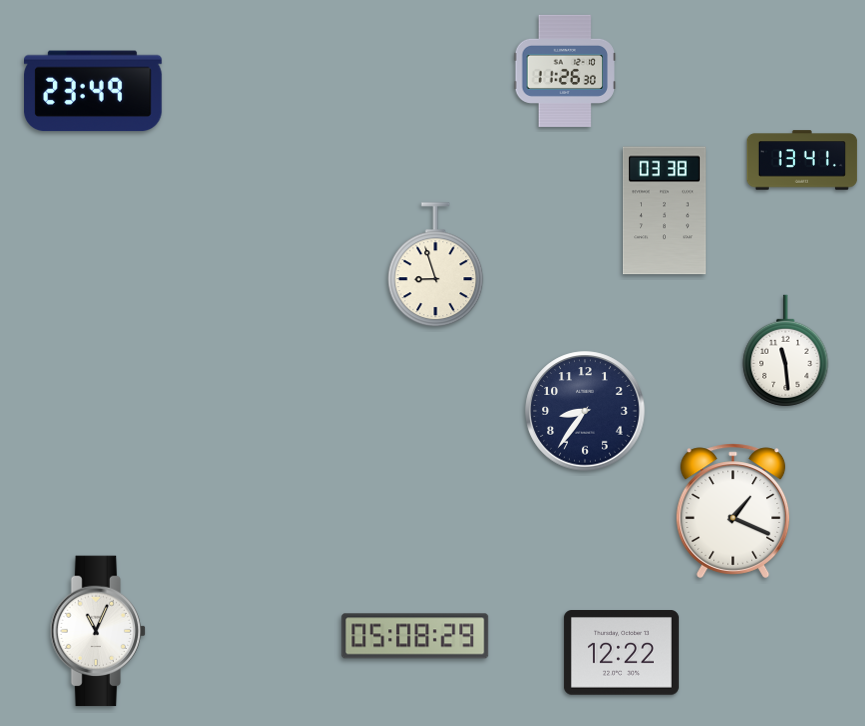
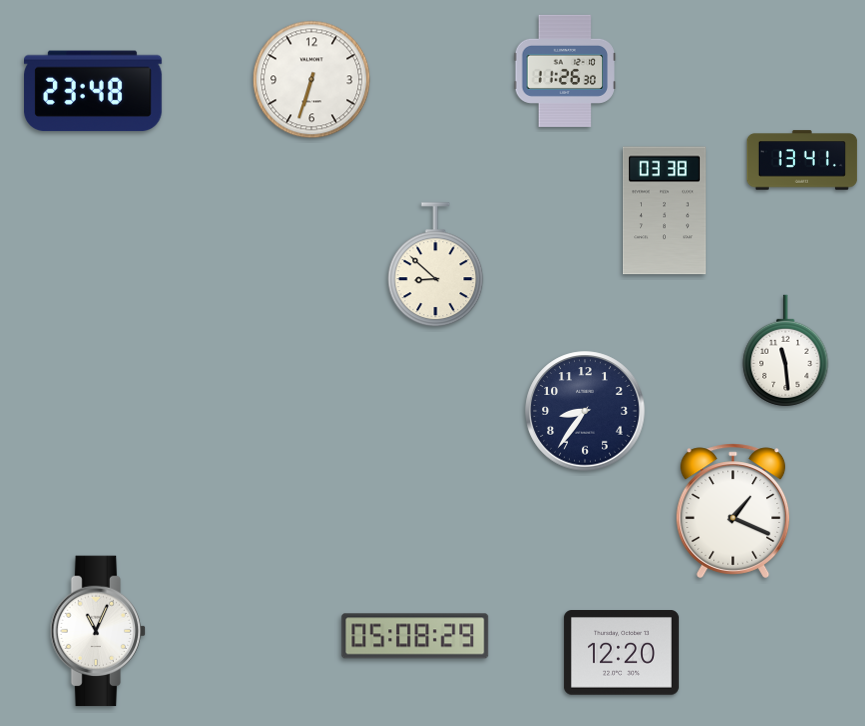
clock at (312, 80): none -> 6:33
clock at (94, 91): 23:49 -> 23:48
clock at (436, 265): 8:57 -> 8:52
clock at (621, 653): 12:22 -> 12:20
